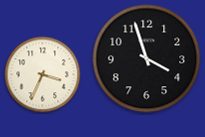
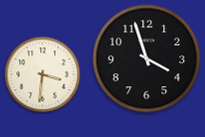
clock at (43, 75): 3:34 -> 3:31
